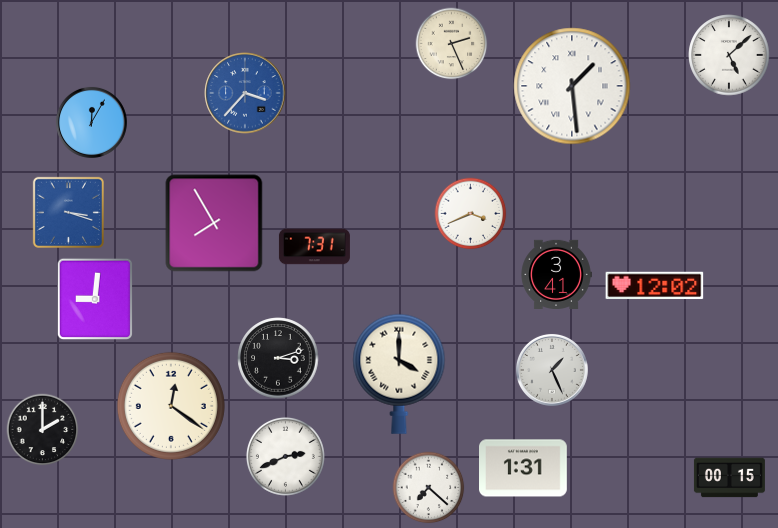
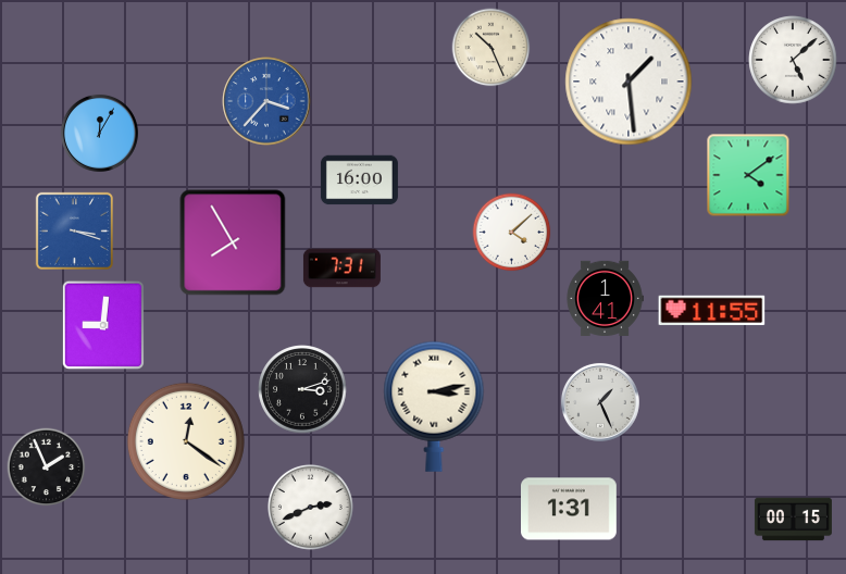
clock at (452, 44): 2:26 -> 10:26
clock at (572, 86) position: (572, 86) -> (629, 82)
clock at (748, 175): none -> 4:09
clock at (359, 180): none -> 16:00
clock at (471, 214): 3:41 -> 4:08
clock at (556, 274): 3:41 -> 1:41
clock at (655, 286): 12:02 -> 11:55
clock at (399, 374): 4:00 -> 3:13
clock at (43, 430): 2:00 -> 1:56
clock at (285, 456) position: (285, 456) -> (310, 507)
clock at (429, 488): 7:22 -> none
